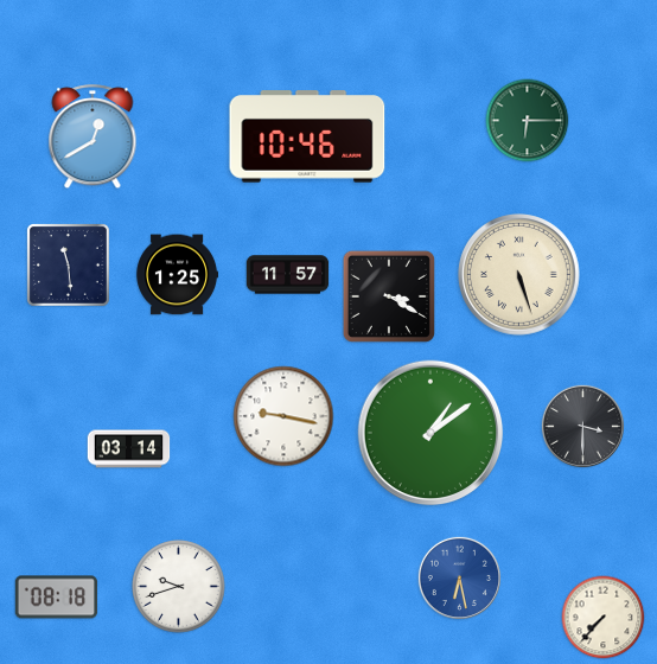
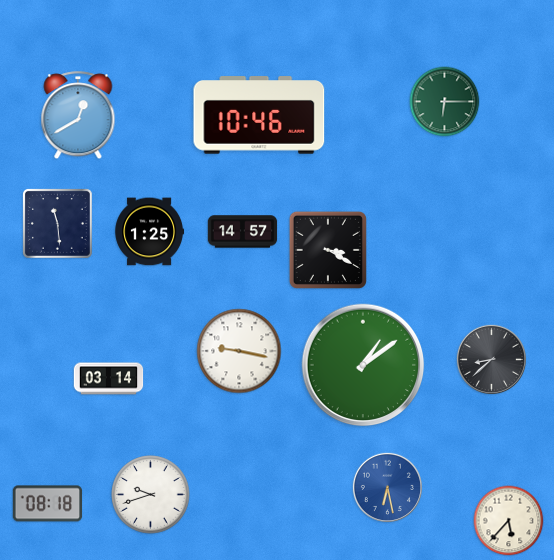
clock at (288, 275): 11:57 -> 14:57
clock at (519, 275): 5:27 -> none
clock at (582, 426): 3:30 -> 8:38
clock at (604, 618): 7:37 -> 5:37
